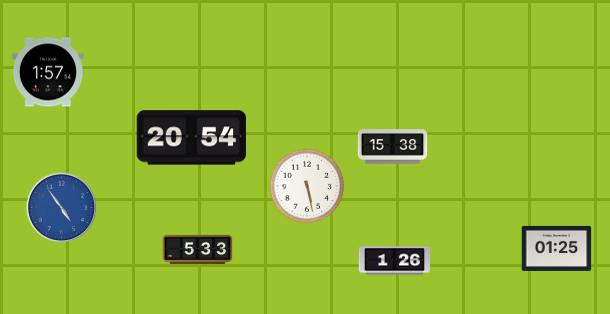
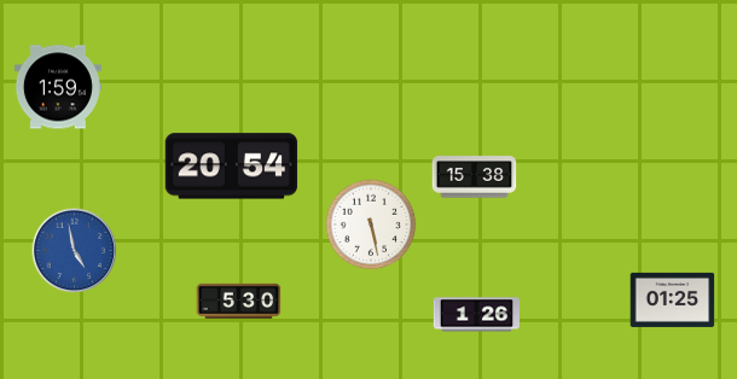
clock at (48, 72): 1:57 -> 1:59
clock at (62, 208): 4:54 -> 4:58
clock at (198, 249): 5:33 -> 5:30
